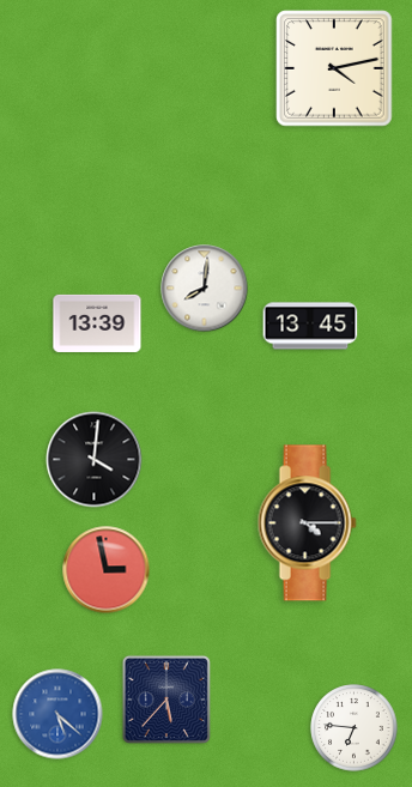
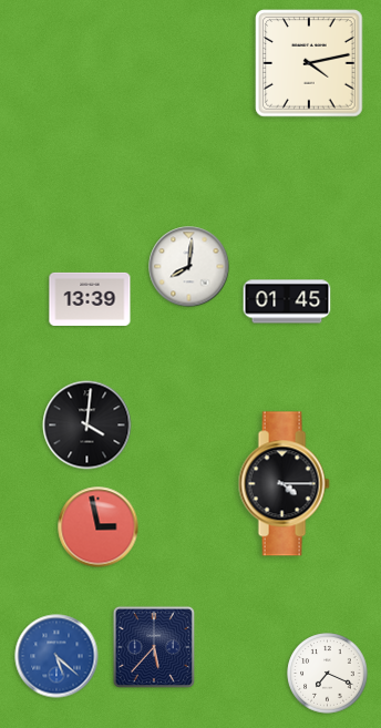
clock at (310, 326): 13:45 -> 01:45
clock at (57, 714) position: (57, 714) -> (56, 656)
clock at (355, 728): 6:46 -> 7:19
